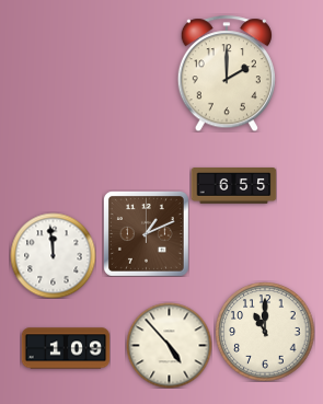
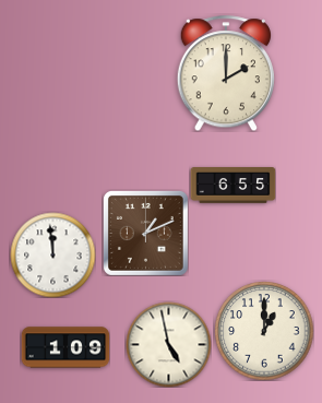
clock at (265, 332): 11:00 -> 1:00
clock at (169, 345): 4:53 -> 4:58
